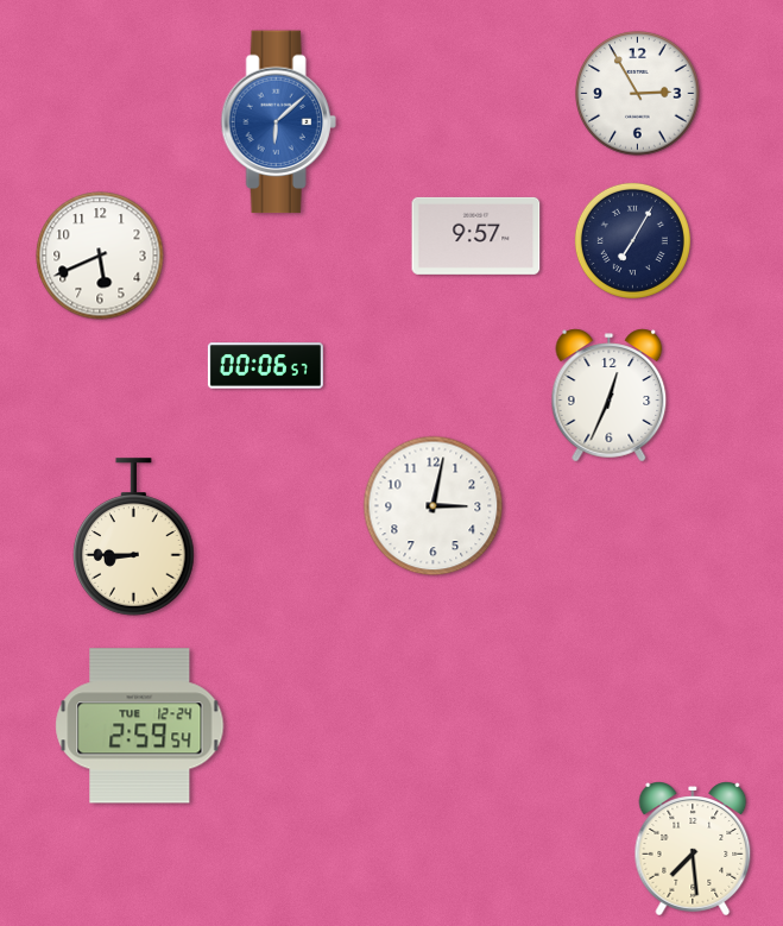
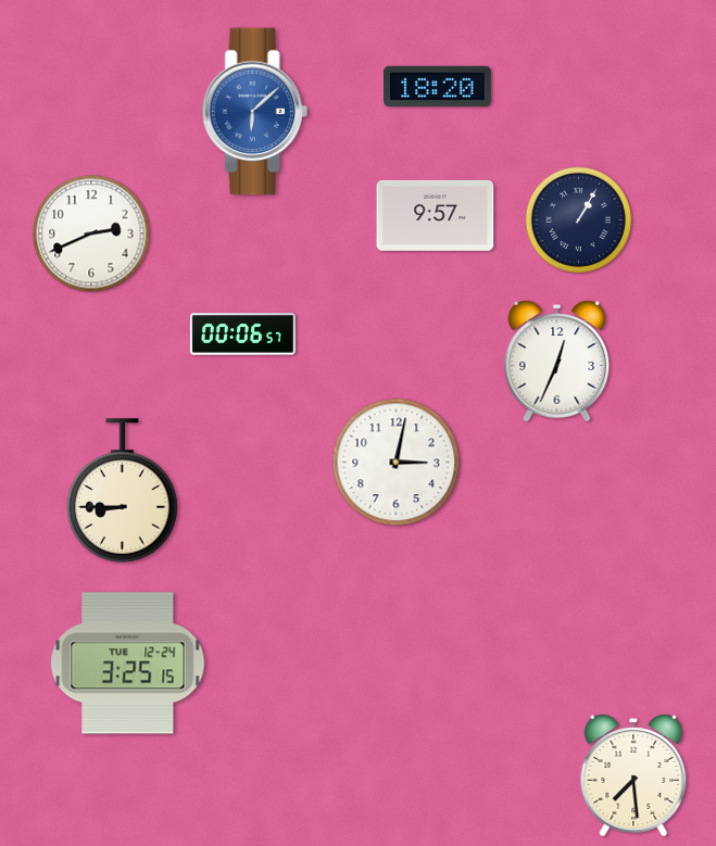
clock at (638, 94): 2:55 -> none
clock at (438, 87): none -> 18:20
clock at (632, 240): 7:05 -> 1:05
clock at (100, 256): 5:41 -> 2:41
clock at (140, 726): 2:59 -> 3:25
